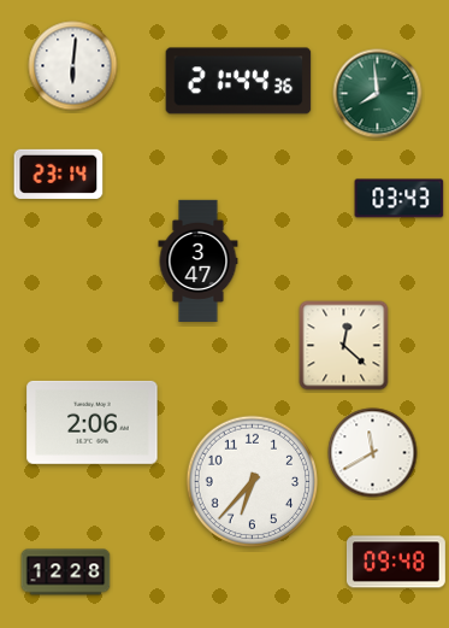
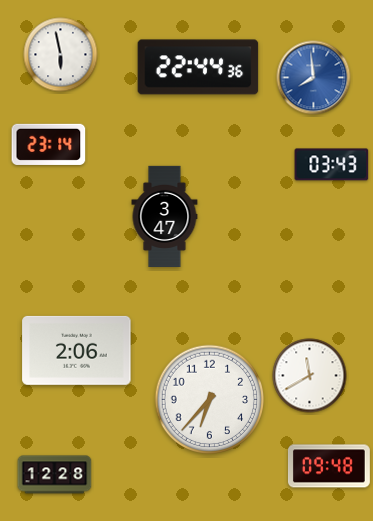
clock at (73, 66): 6:01 -> 5:58
clock at (238, 81): 21:44 -> 22:44
clock at (378, 94) dial: green -> blue
clock at (344, 346): 12:22 -> none
